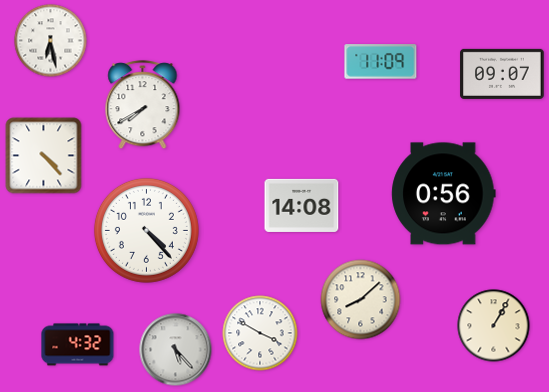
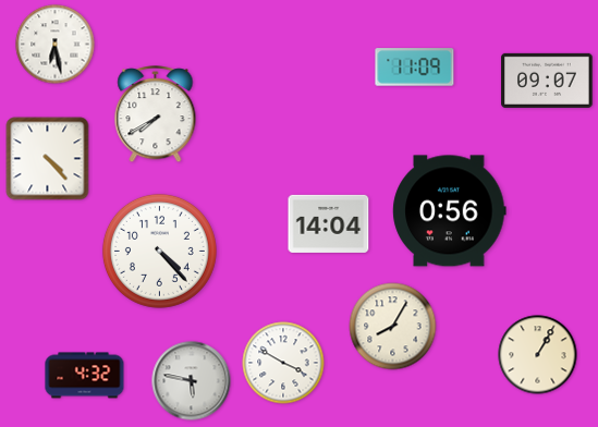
clock at (44, 156) position: (44, 156) -> (48, 159)
clock at (444, 194) position: (444, 194) -> (450, 211)
clock at (302, 205): 14:08 -> 14:04
clock at (361, 300): 8:08 -> 8:05
clock at (176, 350): 5:23 -> 5:47
